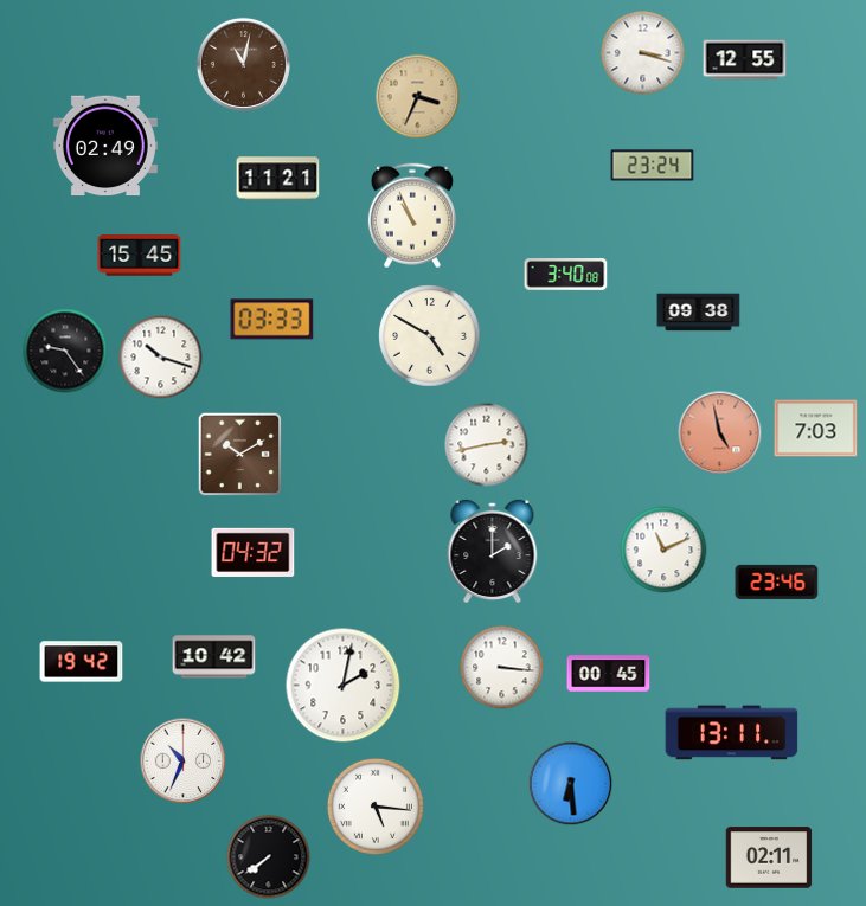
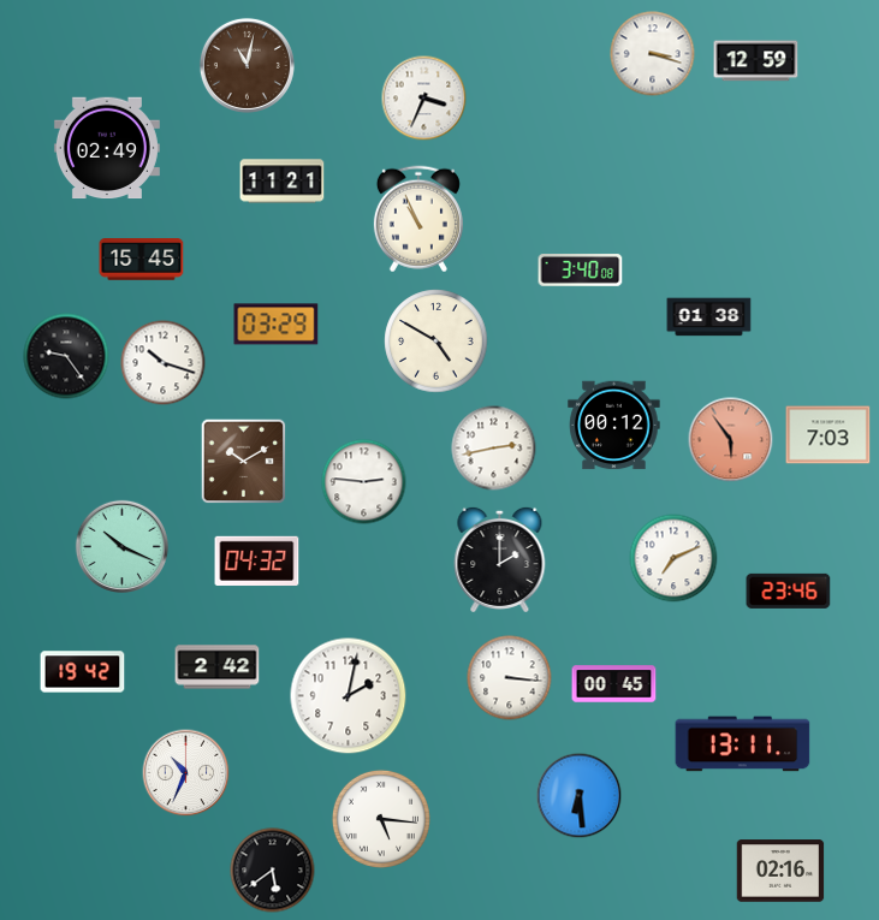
clock at (745, 60): 12:55 -> 12:59
clock at (418, 97) dial: champagne -> white
clock at (653, 166): 23:24 -> none
clock at (566, 275) position: (566, 275) -> (581, 271)
clock at (699, 313): 09:38 -> 01:38
clock at (272, 320): 03:33 -> 03:29
clock at (614, 426): none -> 00:12
clock at (720, 433): 4:58 -> 5:54
clock at (487, 445) position: (487, 445) -> (494, 449)
clock at (364, 482): none -> 2:46
clock at (121, 546): none -> 10:19
clock at (663, 550): 11:11 -> 7:11
clock at (214, 657): 10:42 -> 2:42
clock at (609, 674) position: (609, 674) -> (614, 684)
clock at (269, 857): 7:39 -> 5:39
clock at (769, 857): 02:11 -> 02:16
